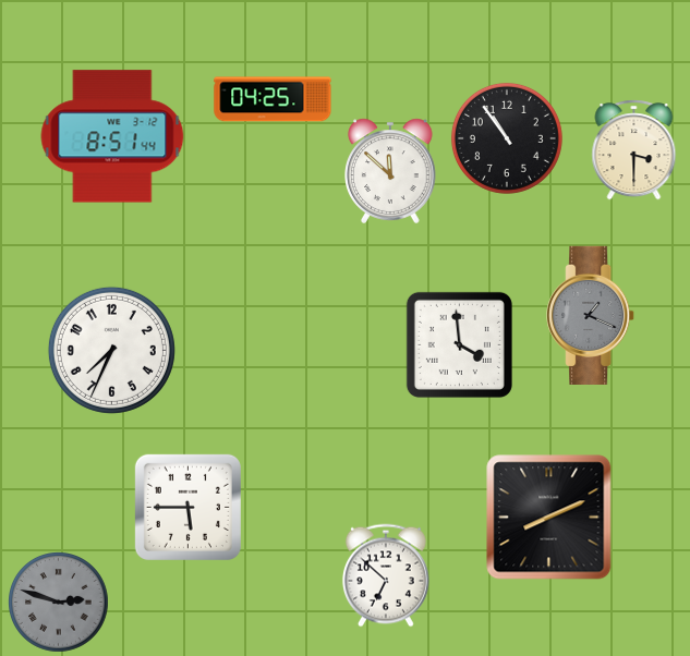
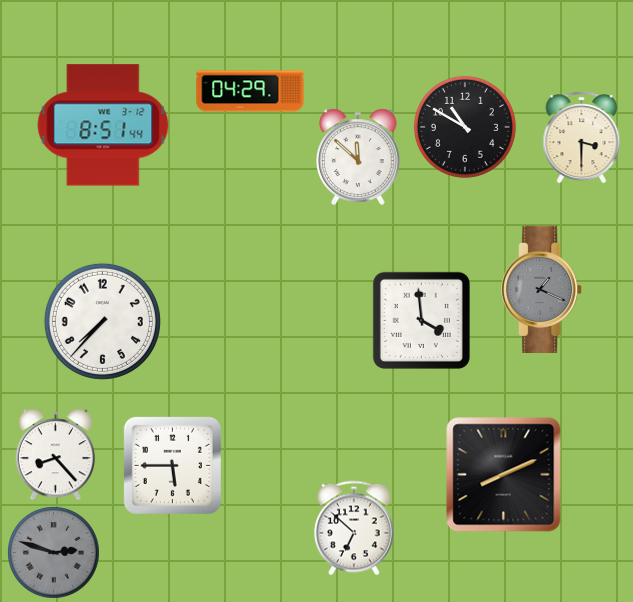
clock at (273, 99): 04:25 -> 04:29
clock at (507, 138): 10:54 -> 10:50
clock at (459, 344) position: (459, 344) -> (421, 320)
clock at (111, 350): 7:34 -> 7:37
clock at (55, 455): none -> 8:23
